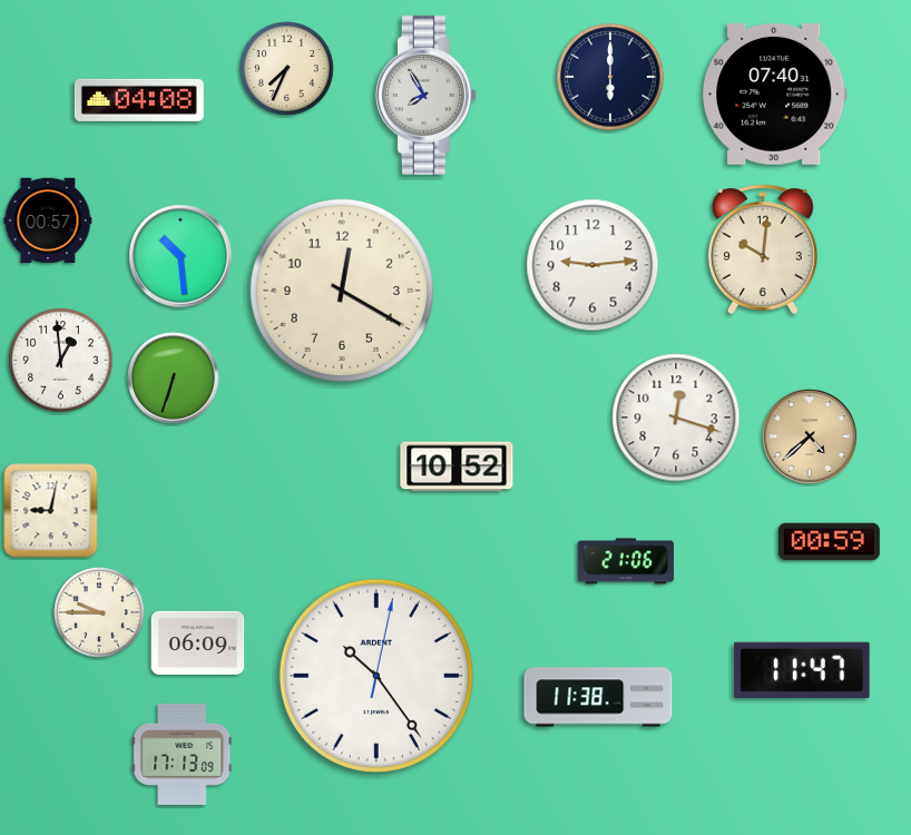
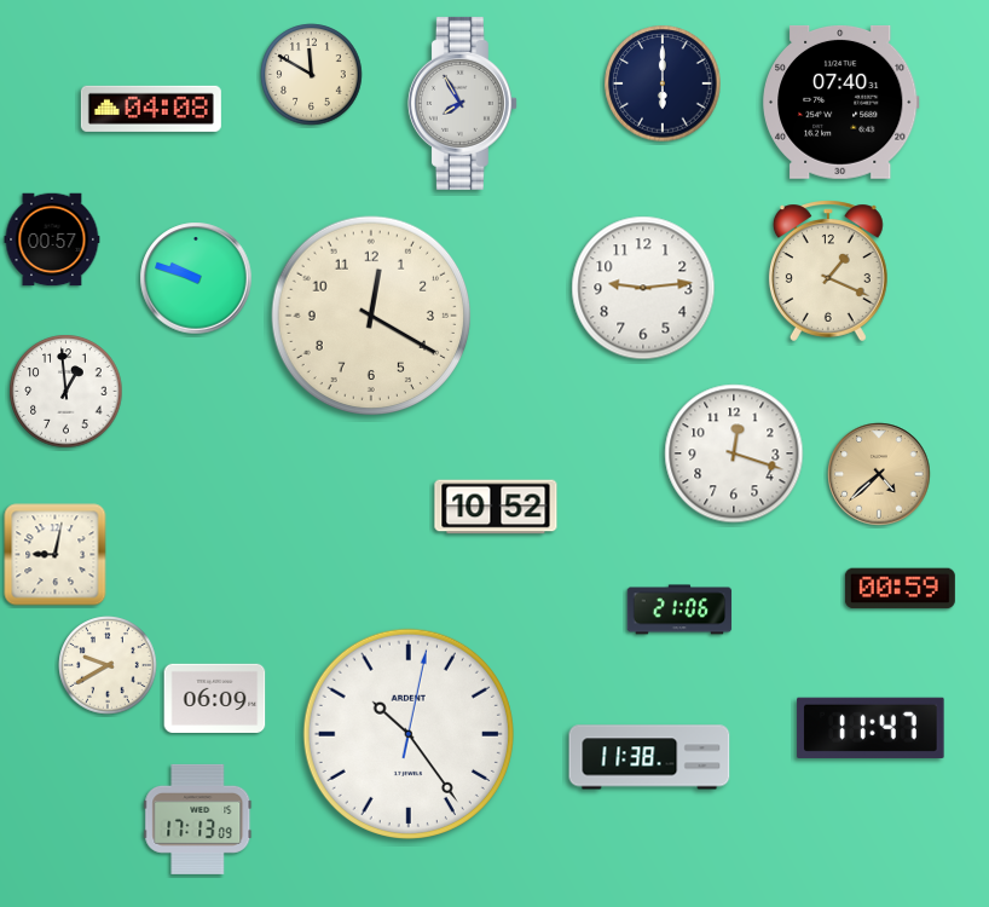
clock at (287, 69): 7:34 -> 11:50
clock at (763, 249): 10:01 -> 1:19
clock at (180, 256): 10:29 -> 9:48
clock at (174, 379): 6:33 -> none
clock at (99, 612): 9:45 -> 9:40
